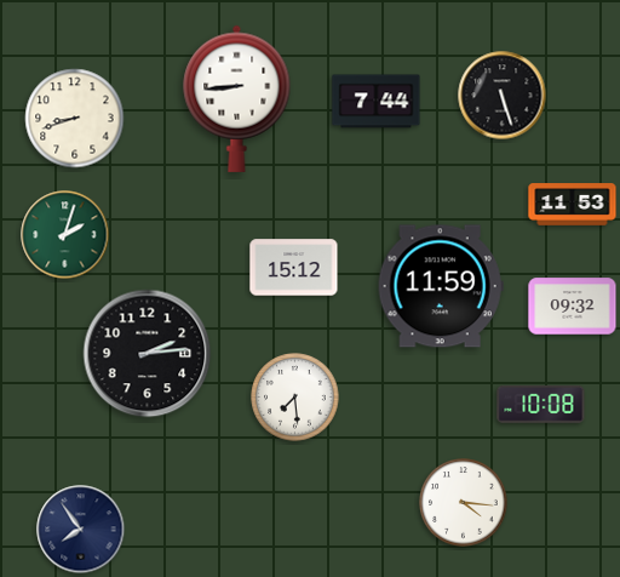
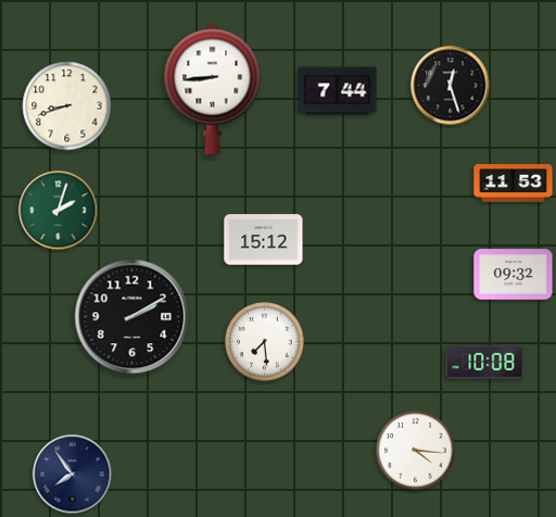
clock at (503, 96): 5:27 -> 12:27
clock at (441, 286): 11:59 -> none
clock at (148, 354): 2:14 -> 2:10
clock at (295, 398) position: (295, 398) -> (265, 342)
